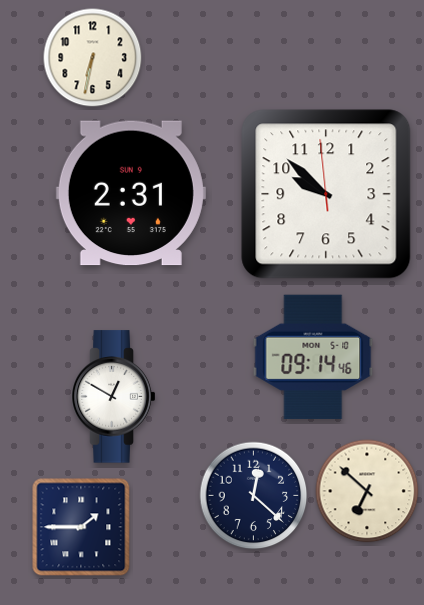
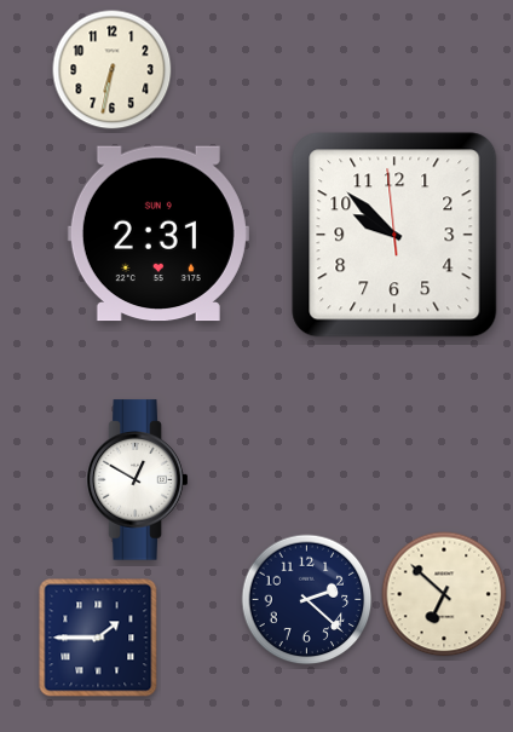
clock at (313, 357): 09:14 -> none
clock at (254, 496): 12:22 -> 2:22
